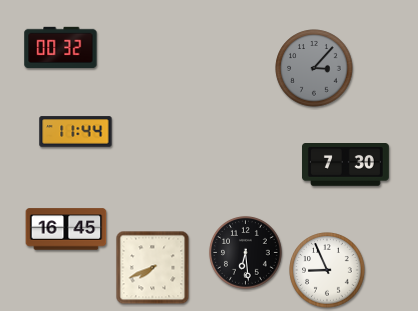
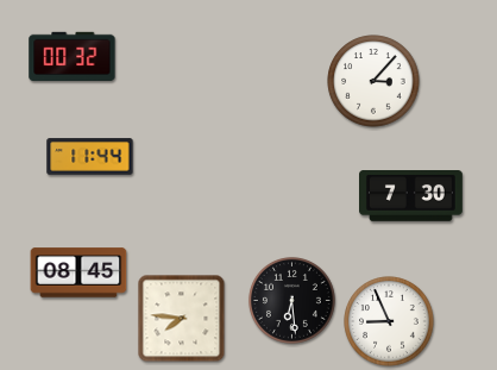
clock at (314, 68) dial: grey -> white
clock at (66, 229): 16:45 -> 08:45
clock at (153, 268): 7:41 -> 7:46
